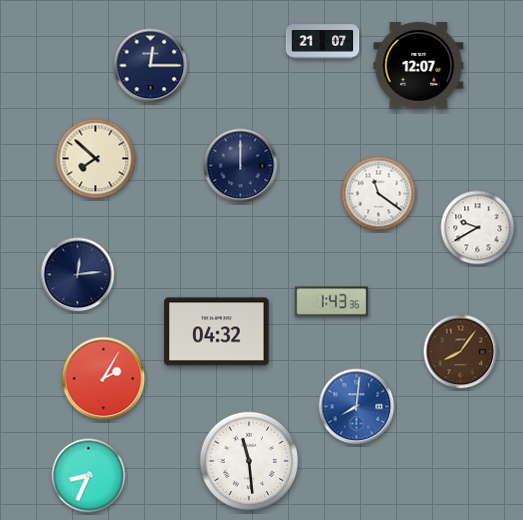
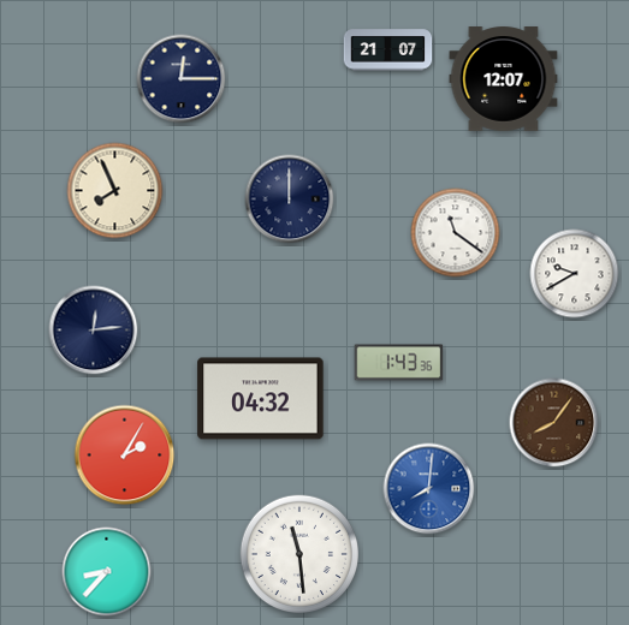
clock at (96, 159): 7:52 -> 7:56
clock at (89, 476): 8:34 -> 8:37
